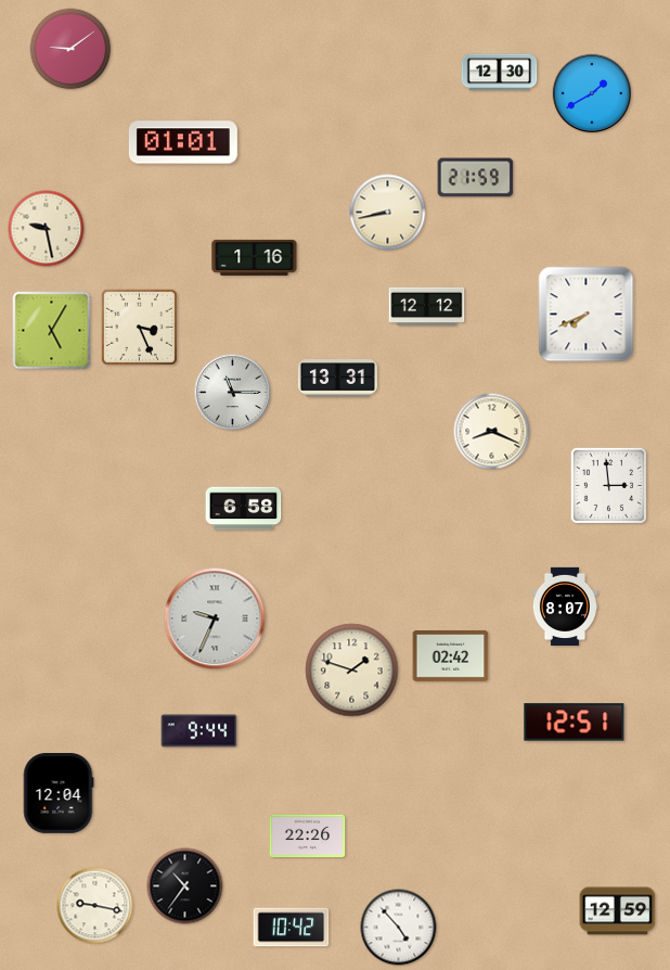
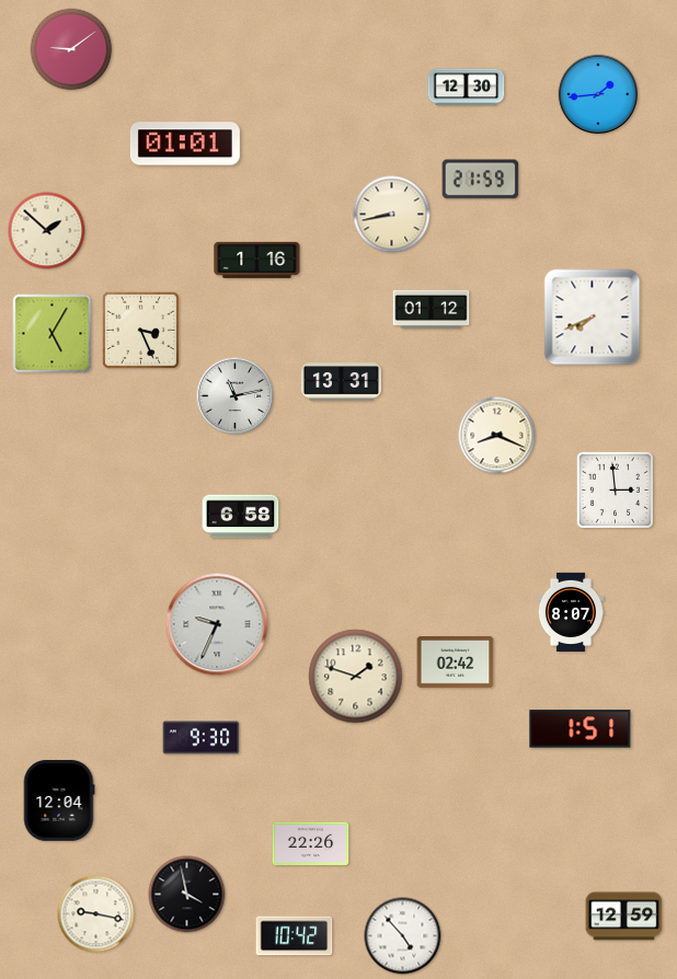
clock at (500, 73) position: (500, 73) -> (467, 88)
clock at (592, 93): 1:40 -> 1:44
clock at (47, 229): 9:28 -> 1:52
clock at (427, 306): 12:12 -> 01:12
clock at (233, 393): 11:15 -> 11:13
clock at (244, 509) position: (244, 509) -> (241, 517)
clock at (575, 723): 12:51 -> 1:51
clock at (199, 731): 9:44 -> 9:30
clock at (185, 886): 10:36 -> 3:58
clock at (618, 911) position: (618, 911) -> (624, 917)
